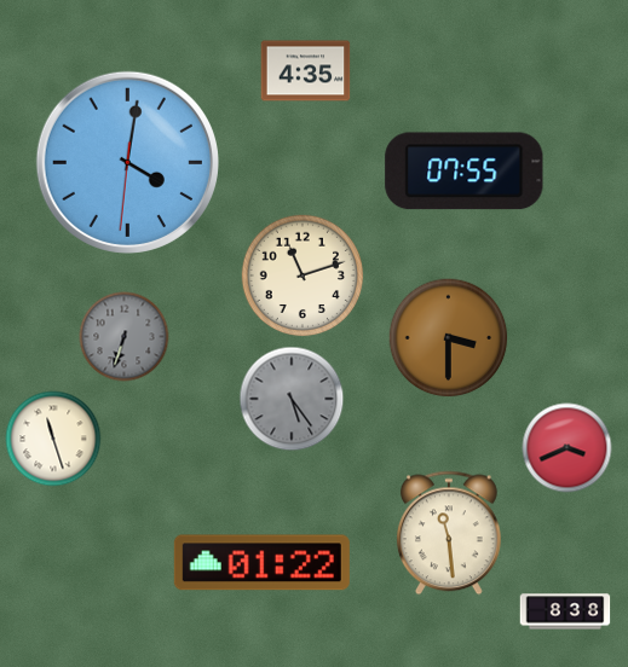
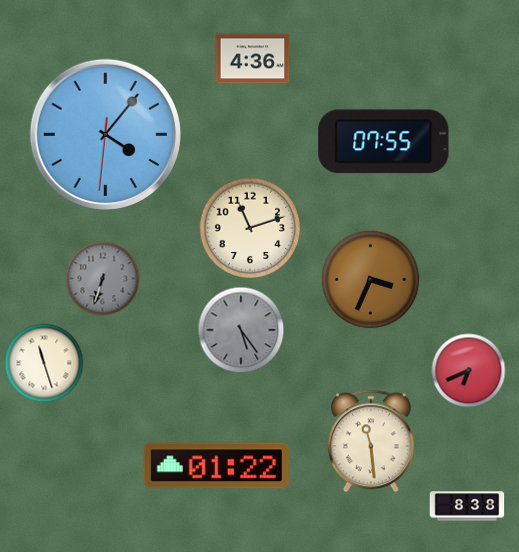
clock at (306, 71): 4:35 -> 4:36
clock at (127, 162): 4:01 -> 4:06
clock at (449, 338): 3:30 -> 3:34
clock at (567, 448): 3:41 -> 6:41
